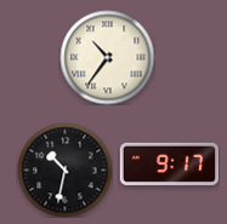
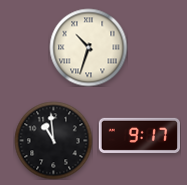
clock at (107, 57): 10:36 -> 10:33
clock at (64, 170): 10:32 -> 10:59
